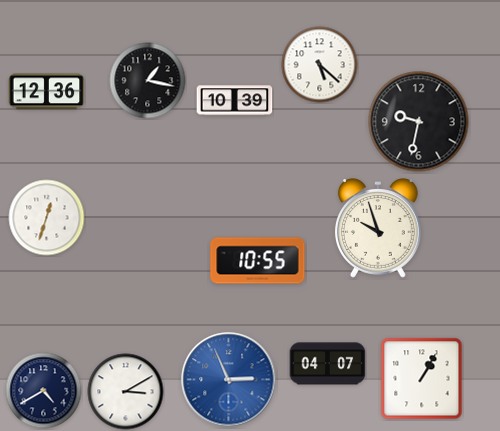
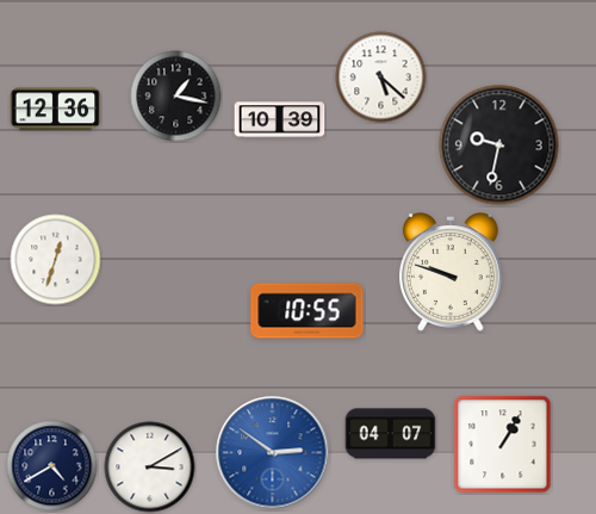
clock at (378, 228): 9:57 -> 9:48
clock at (422, 379) position: (422, 379) -> (503, 445)
clock at (229, 380): 2:56 -> 2:51
